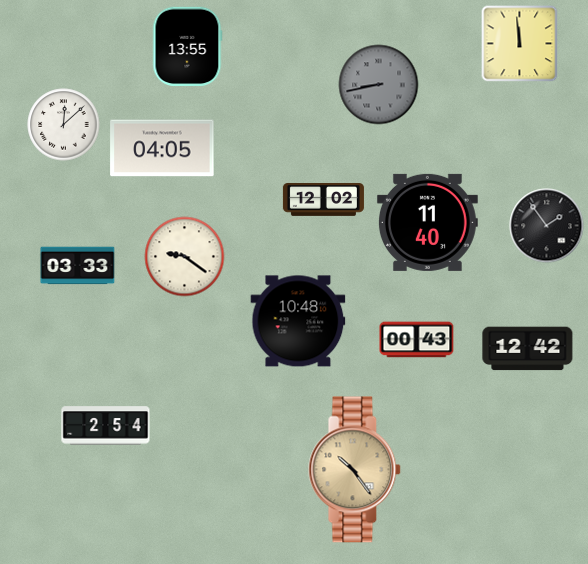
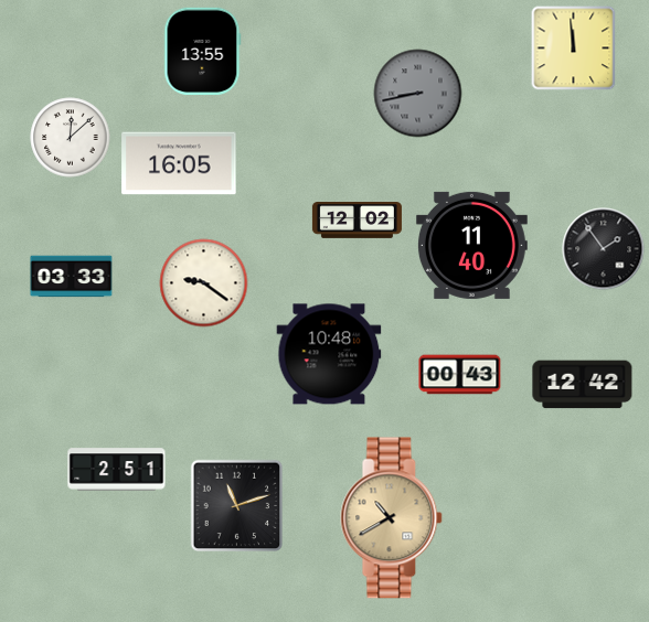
clock at (188, 47) position: (188, 47) -> (203, 52)
clock at (162, 148): 04:05 -> 16:05
clock at (78, 266) position: (78, 266) -> (72, 277)
clock at (106, 426): 2:54 -> 2:51
clock at (237, 506): none -> 11:12
clock at (355, 470): 10:24 -> 10:40
